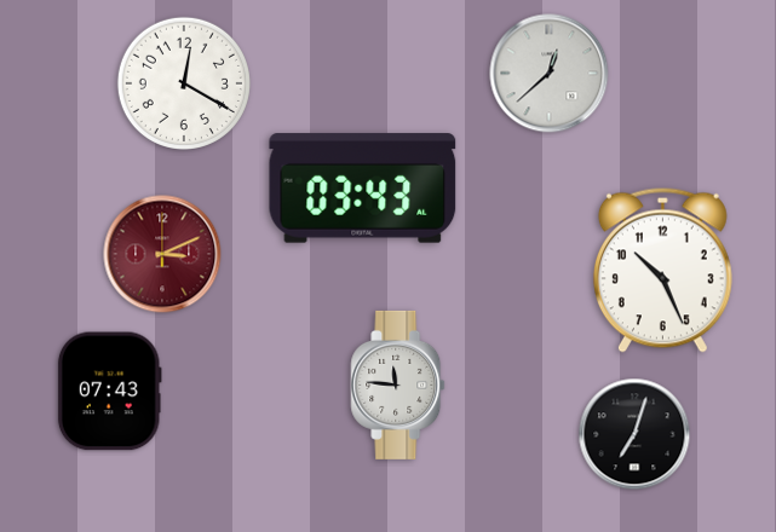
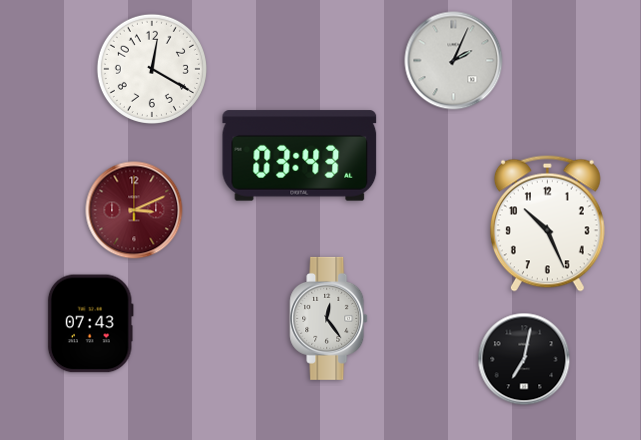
clock at (550, 74): 12:38 -> 2:04
clock at (398, 384): 11:46 -> 12:24
clock at (634, 434): 7:03 -> 7:02
